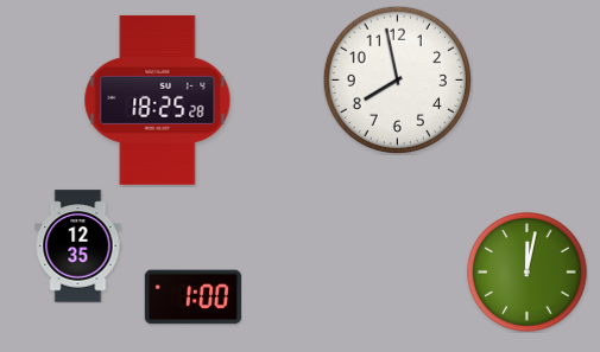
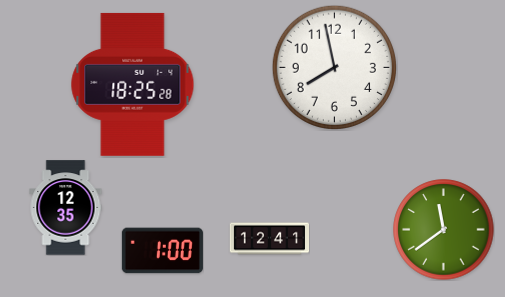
clock at (528, 273): 12:02 -> 11:39
clock at (269, 239): none -> 12:41
